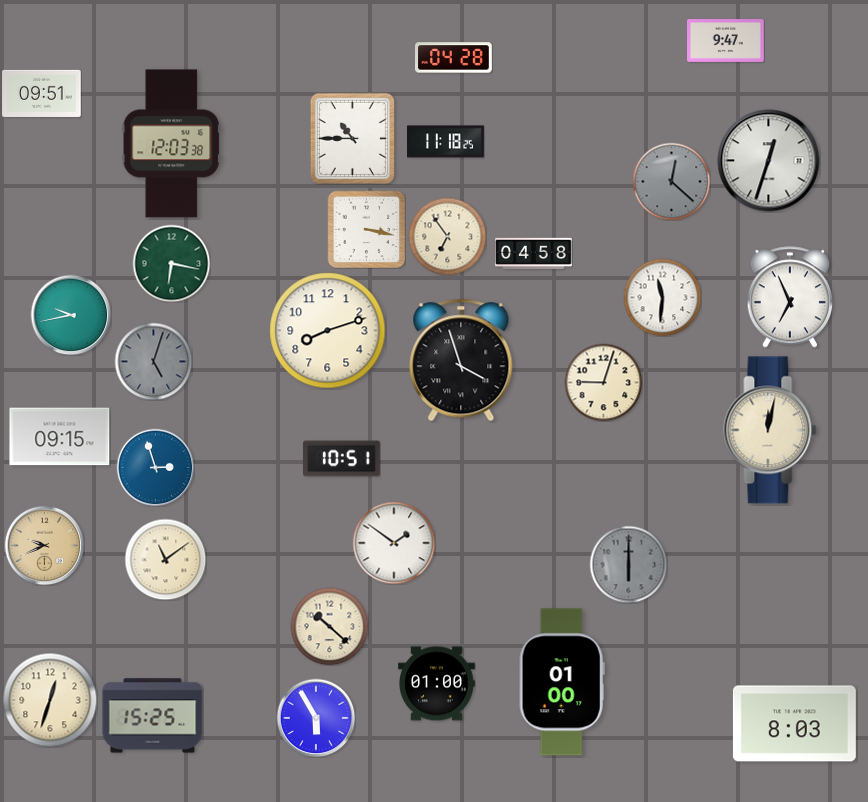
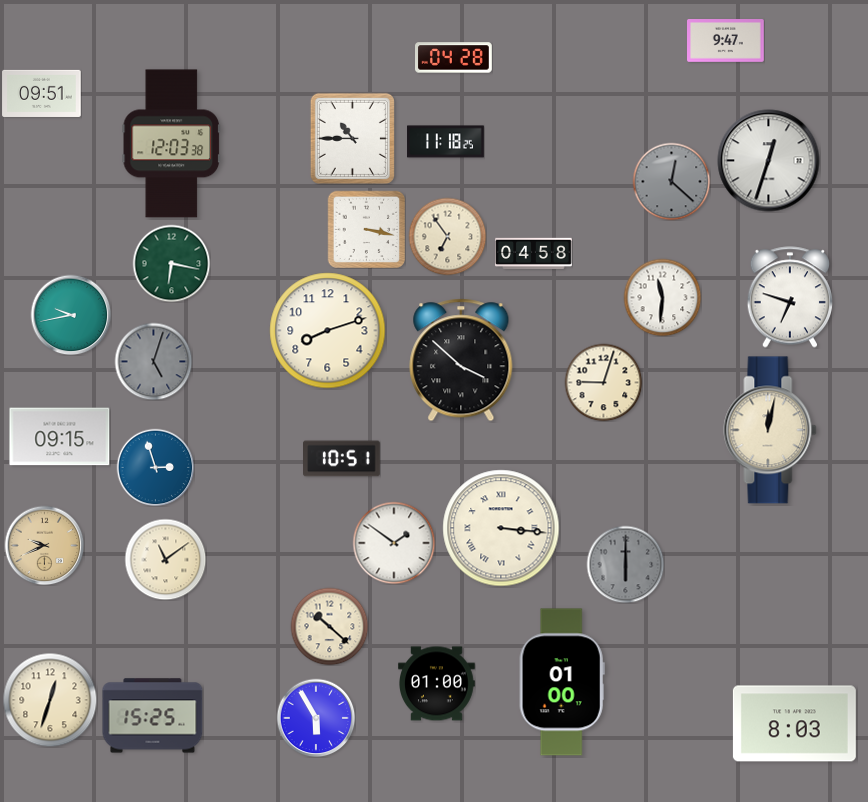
clock at (789, 297): 6:56 -> 6:48
clock at (461, 360): 3:57 -> 3:52
clock at (501, 528): none -> 3:16
clock at (628, 564) position: (628, 564) -> (625, 564)
